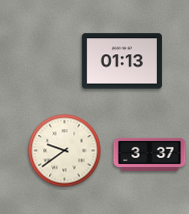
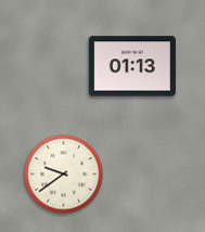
clock at (65, 151) position: (65, 151) -> (64, 175)
clock at (150, 154): 3:37 -> none
